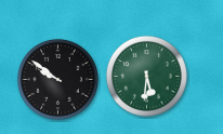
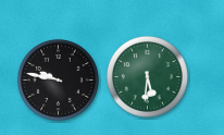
clock at (57, 79): 9:51 -> 9:47
